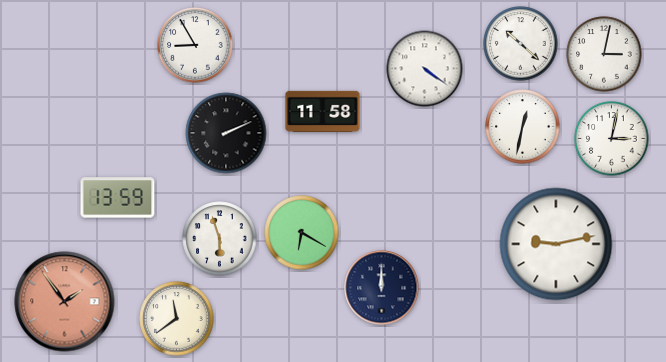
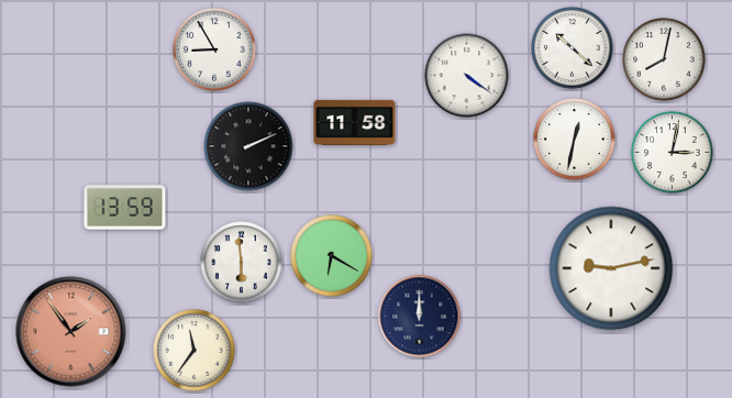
clock at (604, 54): 3:02 -> 8:02
clock at (118, 198) position: (118, 198) -> (125, 208)
clock at (220, 239): 5:57 -> 5:59
clock at (177, 319): 11:39 -> 11:36
